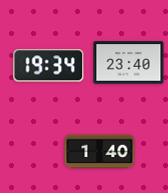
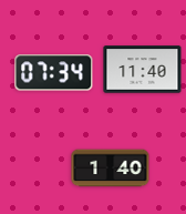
clock at (129, 63): 23:40 -> 11:40
clock at (49, 66): 19:34 -> 07:34
